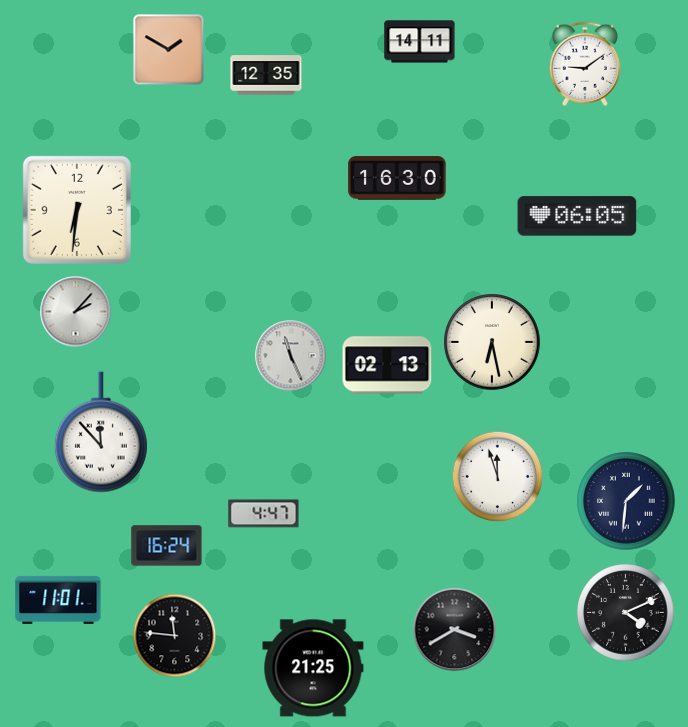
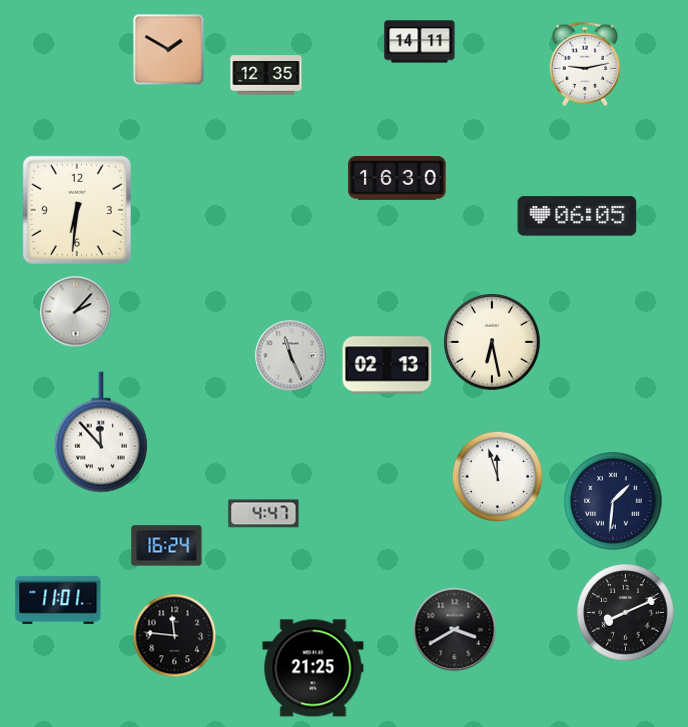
clock at (584, 64): 9:09 -> 9:13
clock at (626, 501) position: (626, 501) -> (613, 501)
clock at (626, 613): 4:11 -> 8:11
